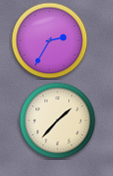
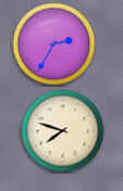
clock at (58, 121): 1:37 -> 7:48
